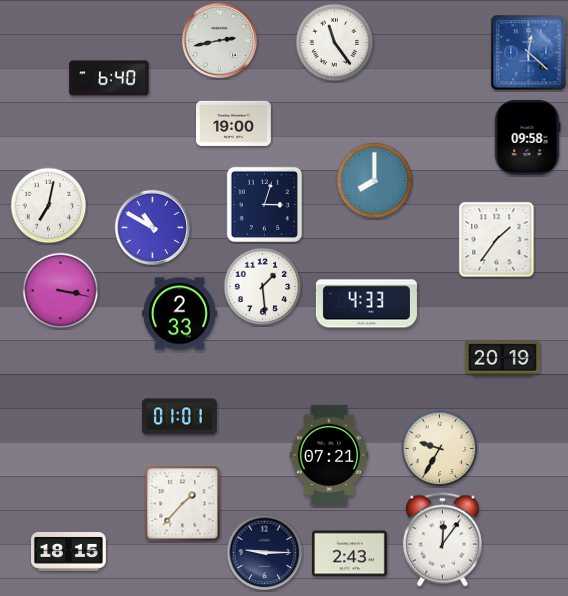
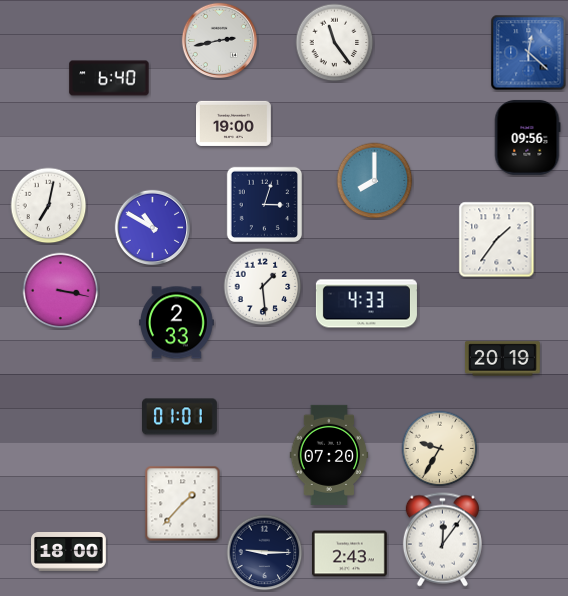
clock at (527, 138): 09:58 -> 09:56
clock at (180, 314) position: (180, 314) -> (177, 323)
clock at (329, 455): 07:21 -> 07:20
clock at (69, 552): 18:15 -> 18:00
